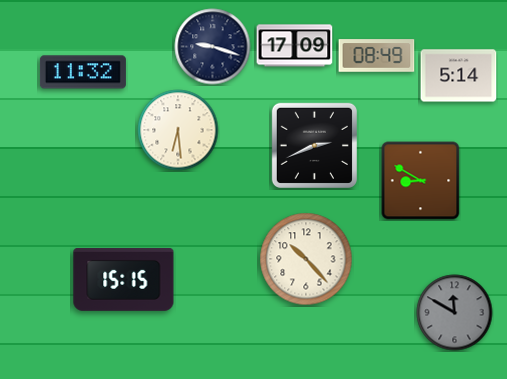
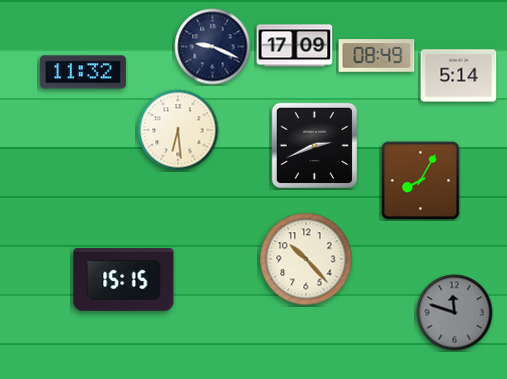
clock at (213, 47): 9:18 -> 9:19
clock at (421, 181): 8:50 -> 8:05
clock at (455, 313): 11:50 -> 11:48
